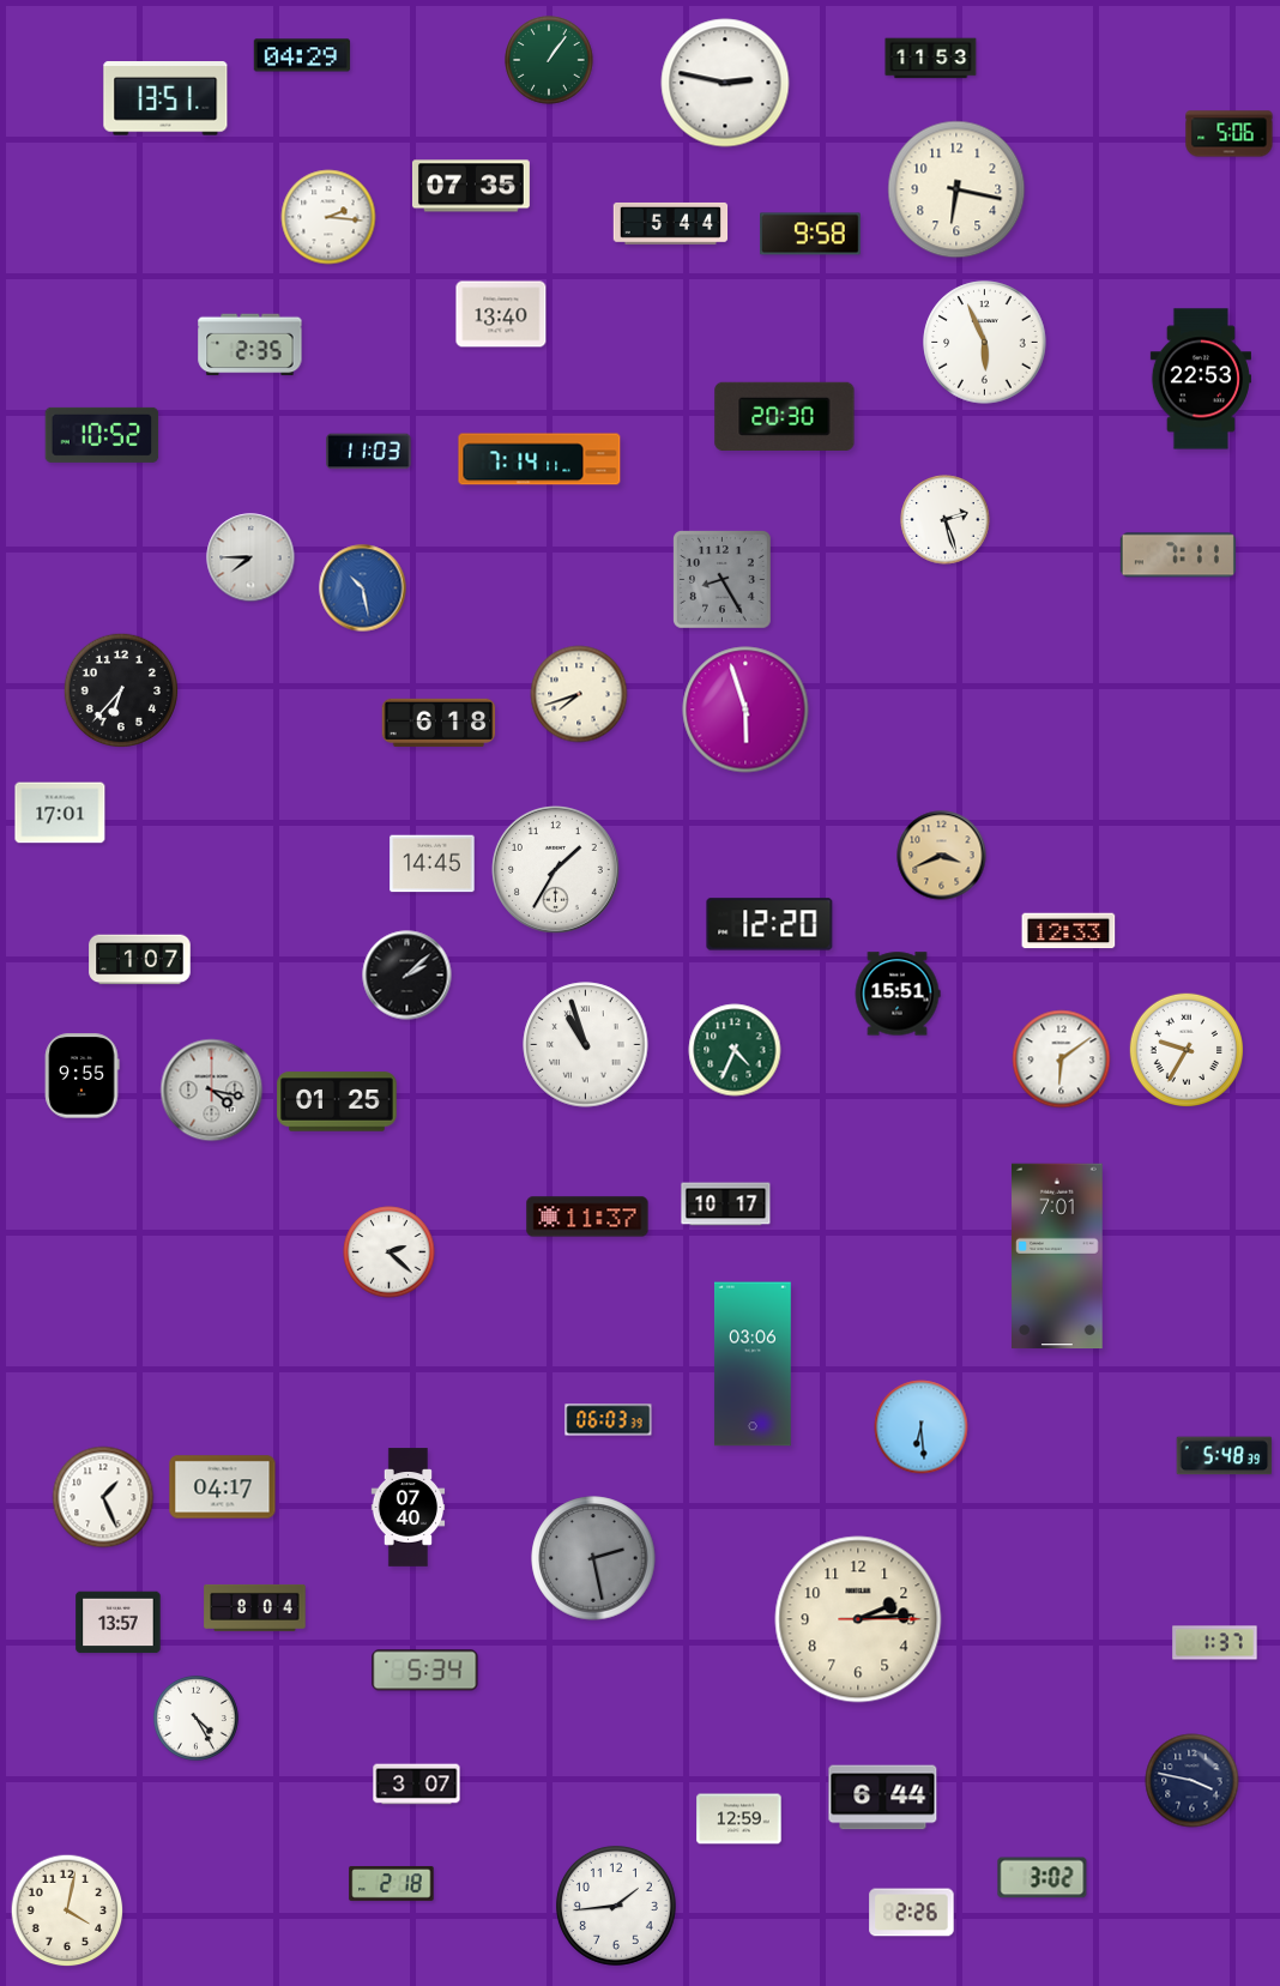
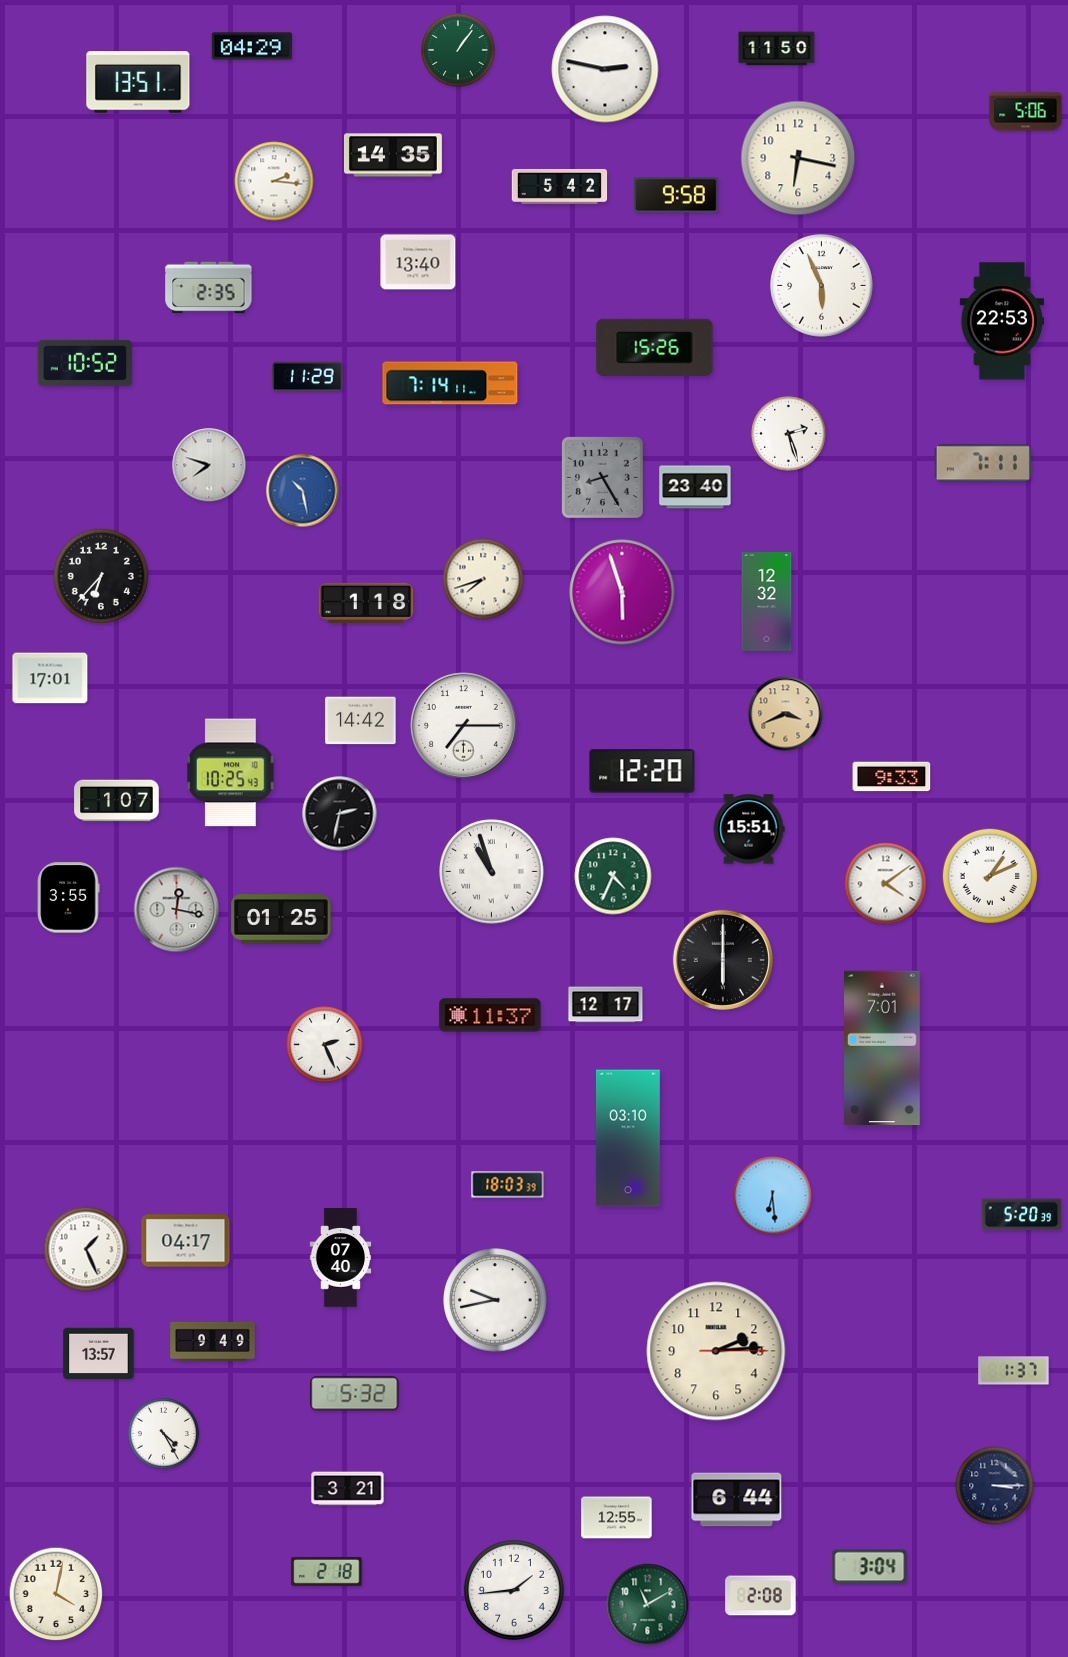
clock at (931, 59): 11:53 -> 11:50
clock at (471, 186): 07:35 -> 14:35
clock at (671, 223): 5:44 -> 5:42
clock at (1201, 379) position: (1201, 379) -> (1002, 321)
clock at (785, 416): 20:30 -> 15:26
clock at (369, 452): 11:03 -> 11:29
clock at (250, 557): 7:45 -> 7:48
clock at (723, 580) position: (723, 580) -> (603, 478)
clock at (695, 487): none -> 23:40
clock at (767, 602): none -> 12:32
clock at (439, 723): 6:18 -> 1:18
clock at (433, 864): 14:45 -> 14:42
clock at (556, 870): 1:35 -> 7:15
clock at (231, 773): none -> 10:25
clock at (1069, 931): 12:33 -> 9:33
clock at (407, 976): 2:08 -> 2:32
clock at (586, 1045) position: (586, 1045) -> (492, 872)
clock at (1185, 1049): 9:35 -> 1:11
clock at (1062, 1060): 6:09 -> 4:09
clock at (83, 1076): 9:55 -> 3:55
clock at (212, 1091): 4:17 -> 12:17
clock at (723, 960): none -> 6:00
clock at (726, 1205): 10:17 -> 12:17
clock at (390, 1252): 2:22 -> 2:26
clock at (753, 1364): 03:06 -> 03:10
clock at (609, 1420): 06:03 -> 18:03
clock at (922, 1427) position: (922, 1427) -> (773, 1196)
clock at (1225, 1456): 5:48 -> 5:20
clock at (593, 1558): 2:28 -> 9:43
clock at (593, 1558) dial: grey -> white
clock at (255, 1607): 8:04 -> 9:49
clock at (425, 1671): 5:34 -> 5:32
clock at (1193, 1781): 3:47 -> 3:15
clock at (417, 1785): 3:07 -> 3:21
clock at (739, 1819): 12:59 -> 12:55
clock at (1043, 1878): 3:02 -> 3:04
clock at (912, 1913): 2:26 -> 2:08
clock at (648, 1605): none -> 11:10
